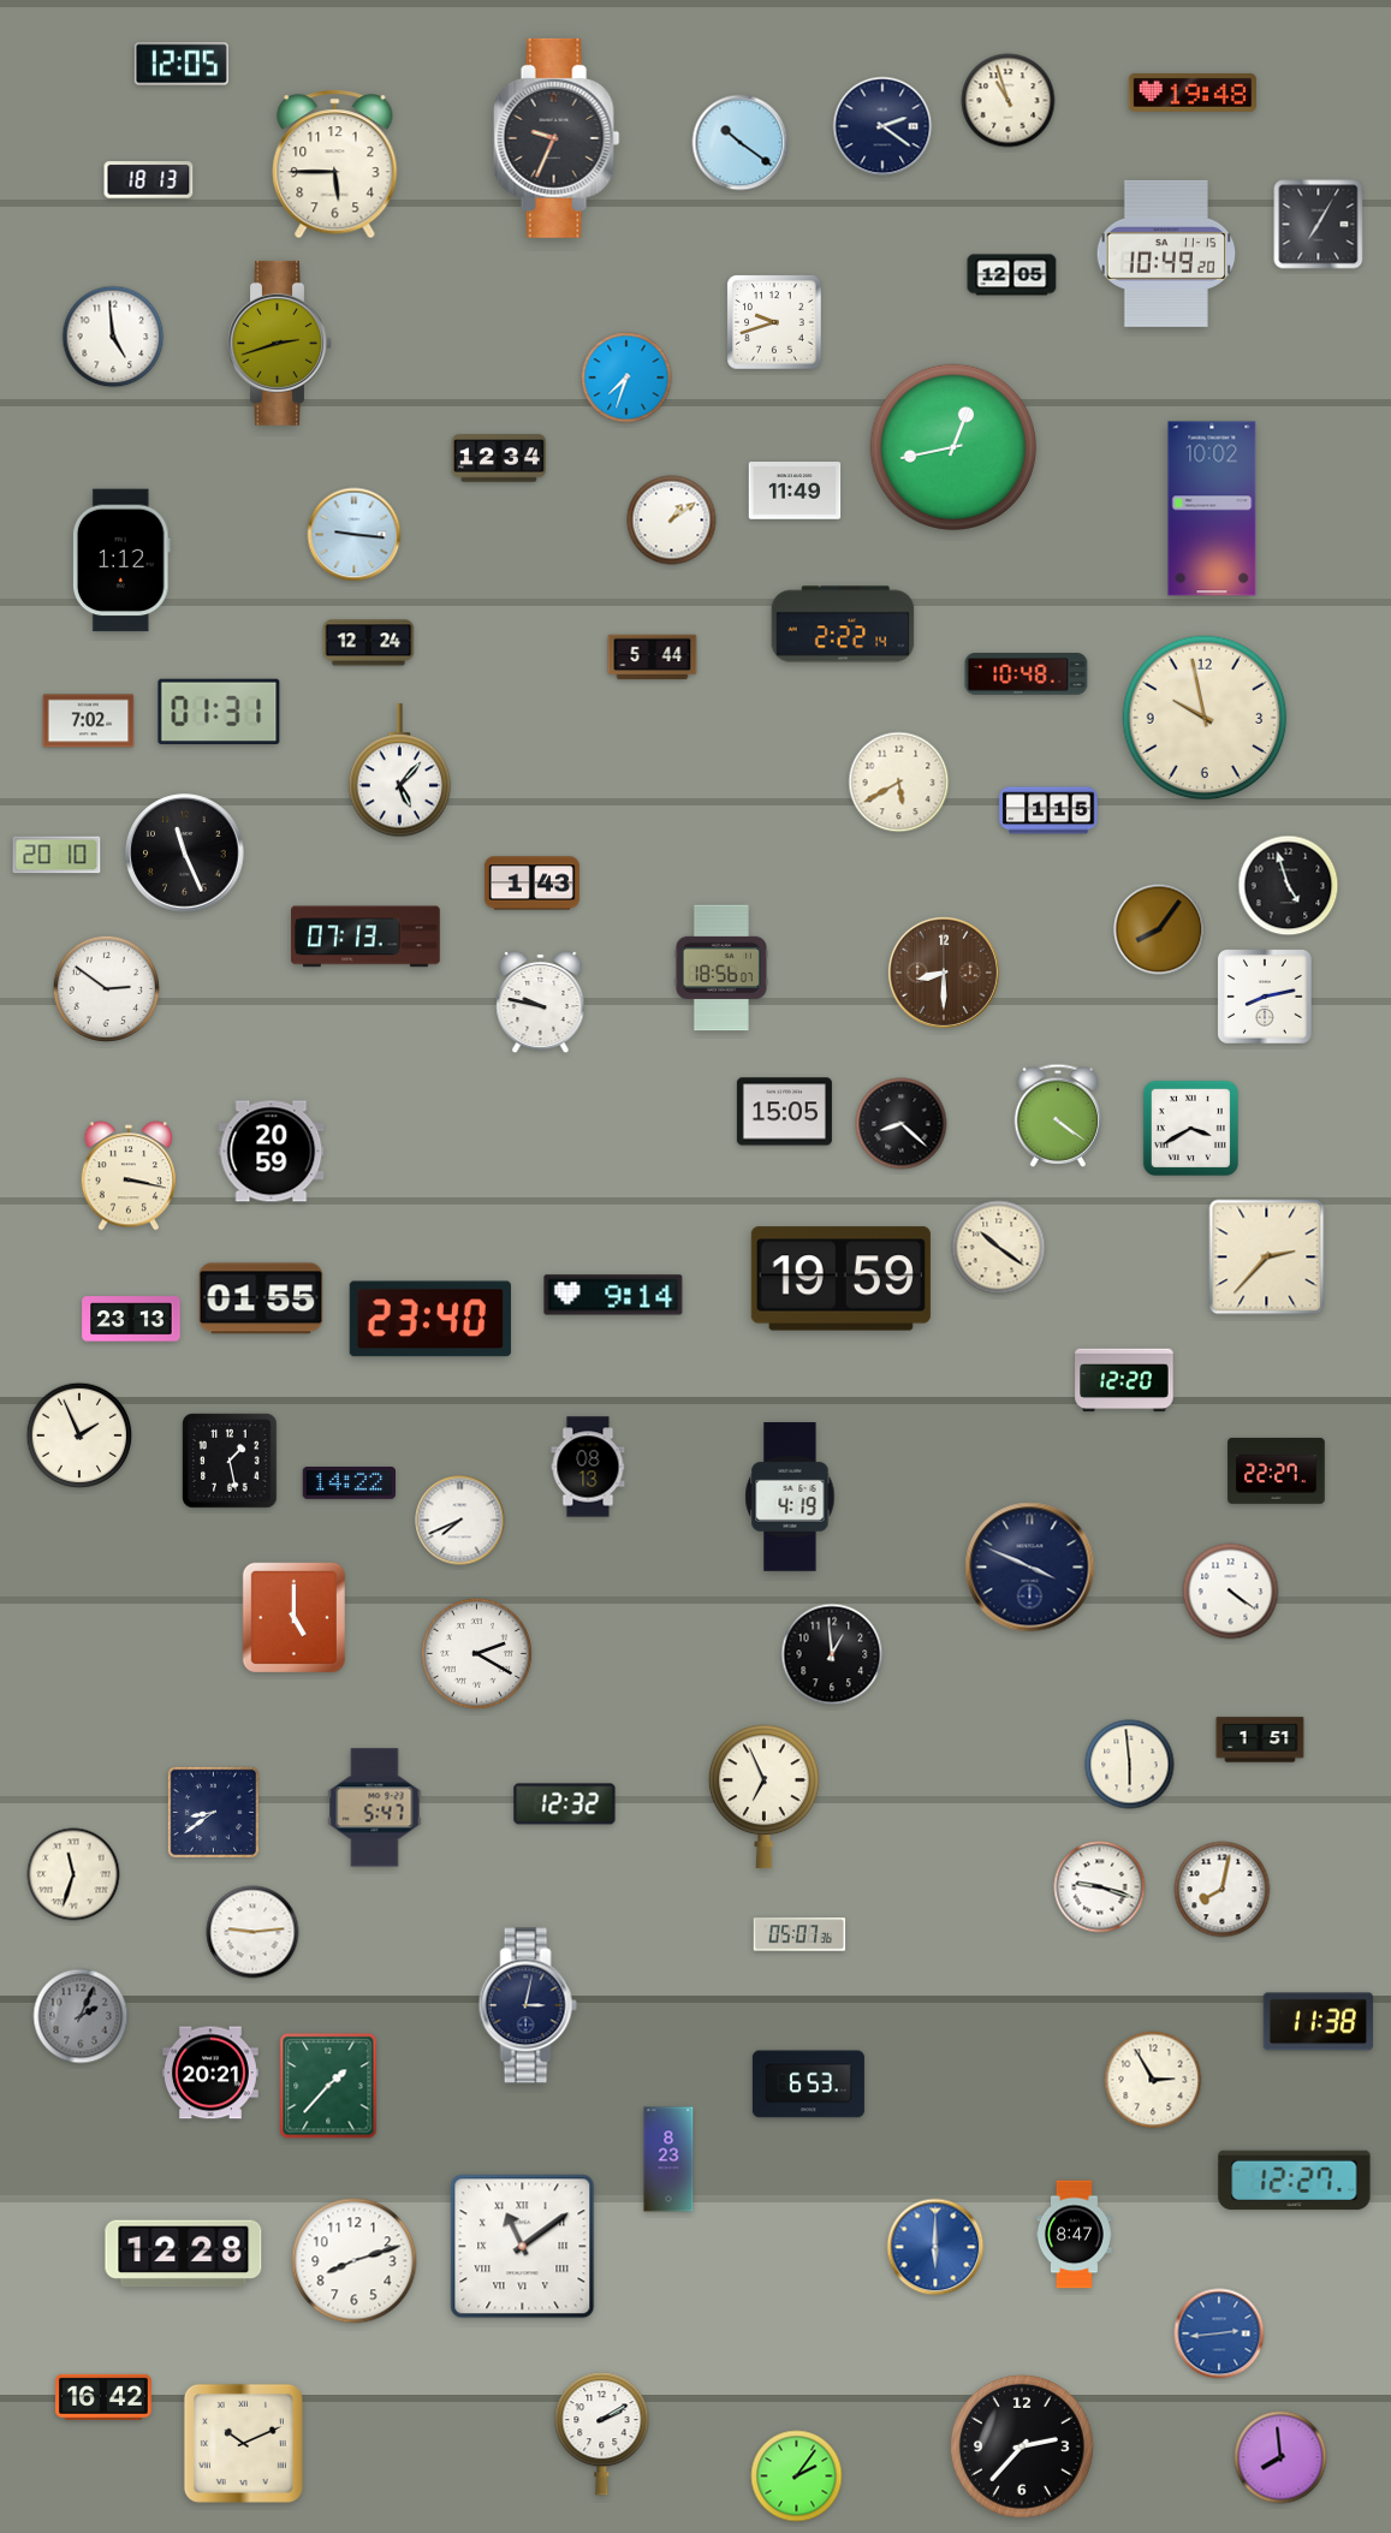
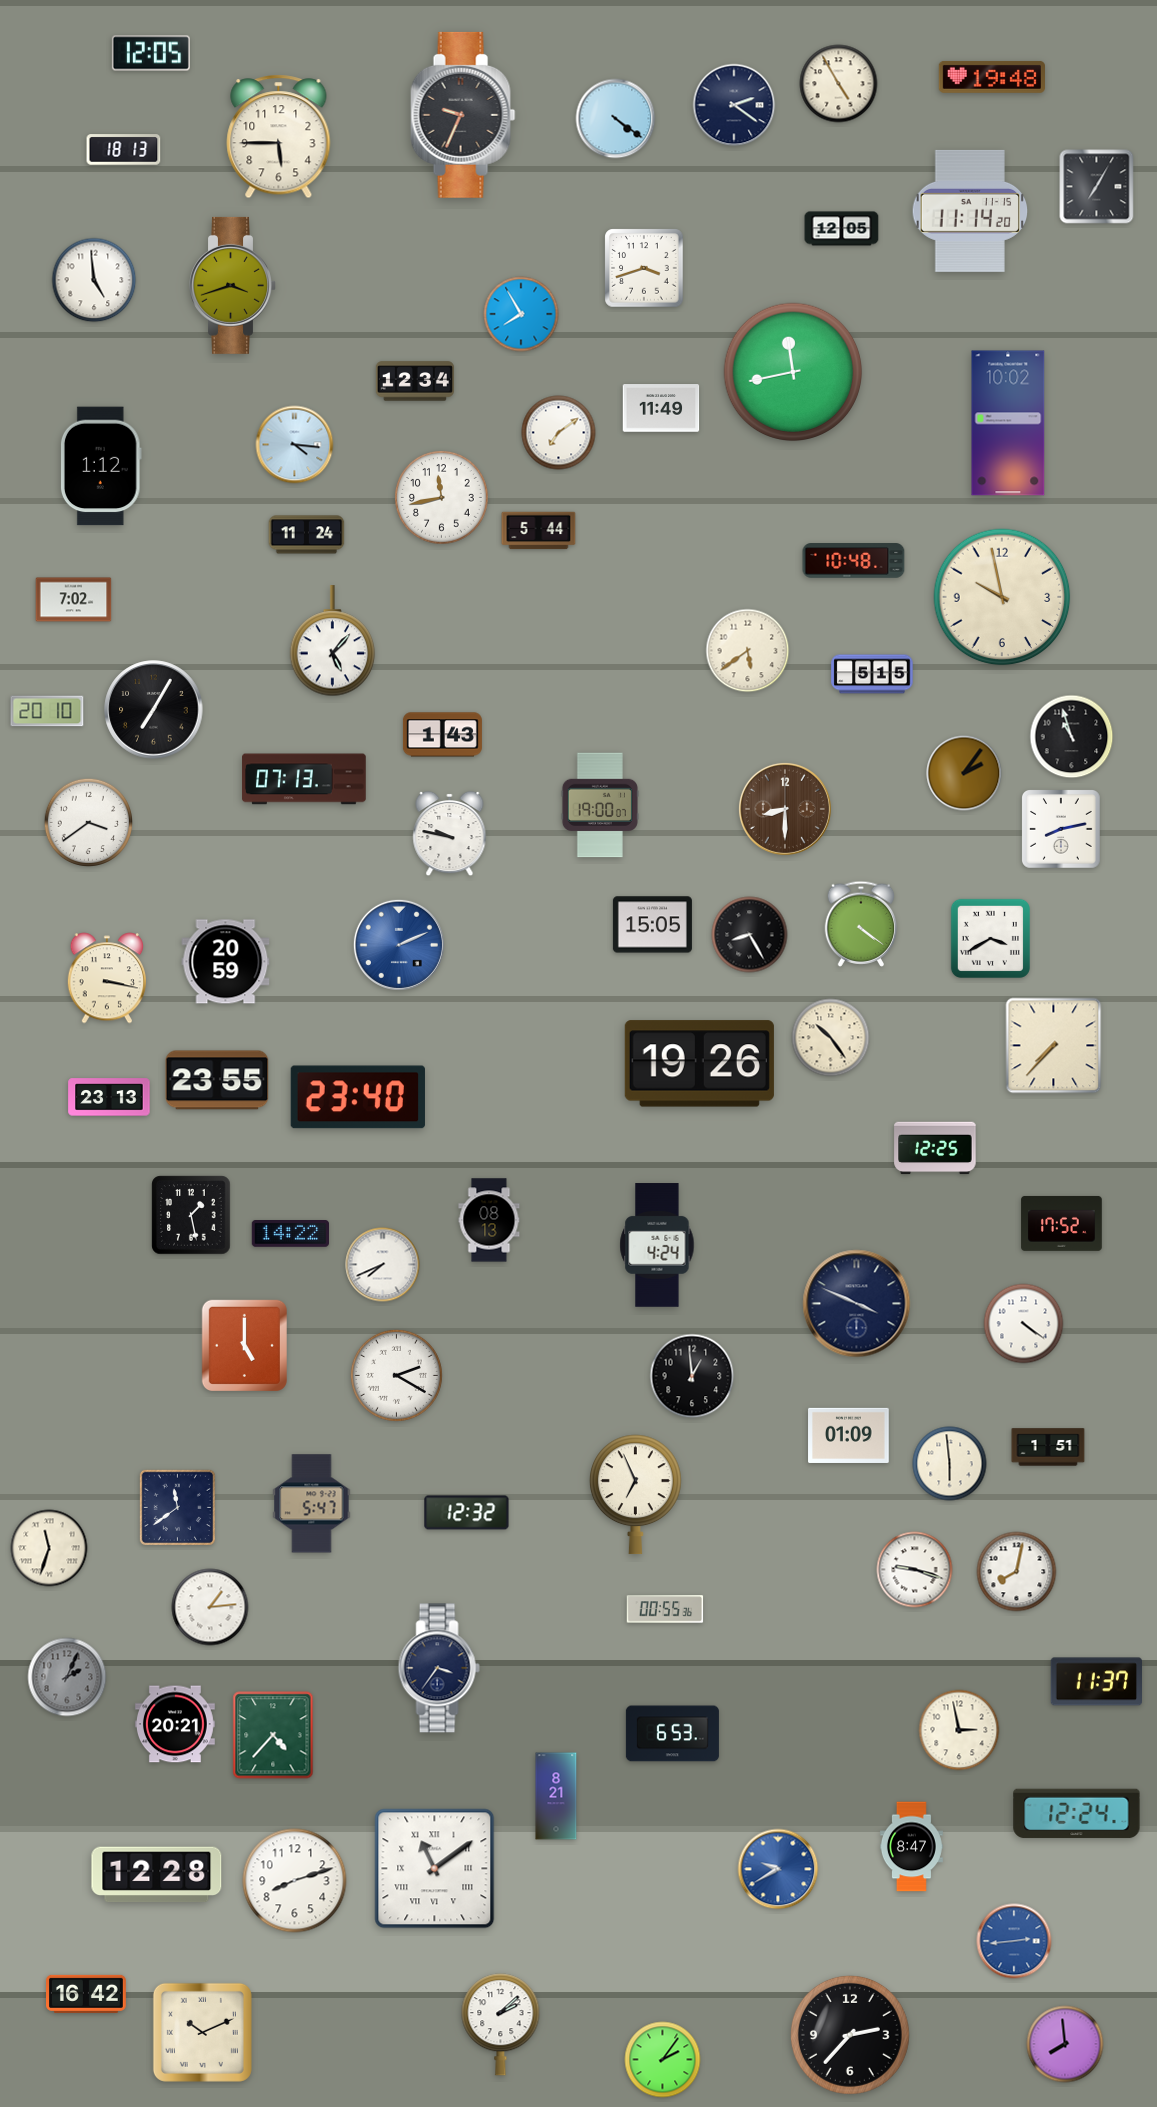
clock at (1009, 101): 10:57 -> 4:55
clock at (741, 143): 10:21 -> 4:21
clock at (1166, 254): 10:49 -> 11:14
clock at (774, 322): 9:42 -> 3:42
clock at (280, 343): 2:42 -> 3:42
clock at (626, 377): 7:33 -> 7:55
clock at (953, 447): 12:43 -> 11:43
clock at (672, 521): 1:09 -> 7:09
clock at (355, 535): 9:16 -> 4:16
clock at (442, 498): none -> 11:43
clock at (843, 624): 2:22 -> none
clock at (369, 643): 12:24 -> 11:24
clock at (653, 658) position: (653, 658) -> (539, 531)
clock at (219, 712): 01:31 -> none
clock at (899, 783): 5:40 -> 5:39
clock at (1048, 810): 1:15 -> 5:15
clock at (185, 854): 11:26 -> 7:05
clock at (1289, 886): 4:57 -> 10:57
clock at (1159, 929): 8:06 -> 2:06
clock at (721, 968): 18:56 -> 19:00
clock at (106, 988): 2:51 -> 3:39
clock at (1265, 997) position: (1265, 997) -> (1061, 829)
clock at (1058, 1116) position: (1058, 1116) -> (861, 924)
clock at (902, 1124): 8:22 -> 8:25
clock at (399, 945): none -> 2:11
clock at (272, 1152) position: (272, 1152) -> (226, 962)
clock at (999, 1248): 10:21 -> 10:24
clock at (1267, 1257): 2:37 -> 7:37
clock at (840, 1279): 19:59 -> 19:26
clock at (613, 1295): 9:14 -> none
clock at (261, 1298): 01:55 -> 23:55
clock at (1124, 1380): 12:20 -> 12:25
clock at (79, 1435): 1:56 -> none
clock at (1277, 1470): 22:27 -> 17:52
clock at (790, 1497): 4:19 -> 4:24
clock at (849, 1435): none -> 01:09
clock at (1130, 1765) position: (1130, 1765) -> (950, 1464)
clock at (565, 1804) position: (565, 1804) -> (467, 1513)
clock at (213, 1812): 8:39 -> 11:39
clock at (73, 1874) position: (73, 1874) -> (49, 1548)
clock at (252, 1932): 9:14 -> 1:14
clock at (799, 1934): 05:07 -> 00:55
clock at (528, 2005): 3:02 -> 3:36
clock at (1318, 2022): 11:38 -> 11:37
clock at (1153, 2080): 2:55 -> 2:58
clock at (328, 2086): 1:37 -> 4:37
clock at (668, 2159): 8:23 -> 8:21
clock at (1295, 2181): 12:27 -> 12:24
clock at (1074, 2235) position: (1074, 2235) -> (911, 1847)
clock at (935, 2247): 6:00 -> 9:40
clock at (184, 2254) position: (184, 2254) -> (157, 1875)
clock at (602, 2434): 2:10 -> 2:08
